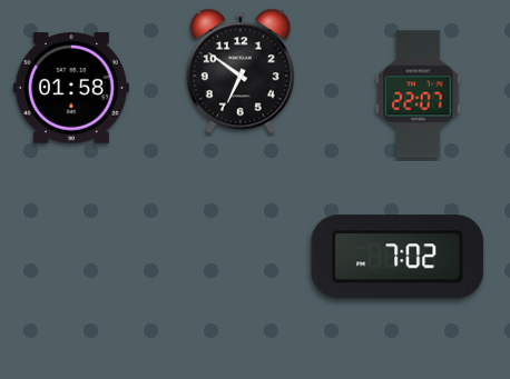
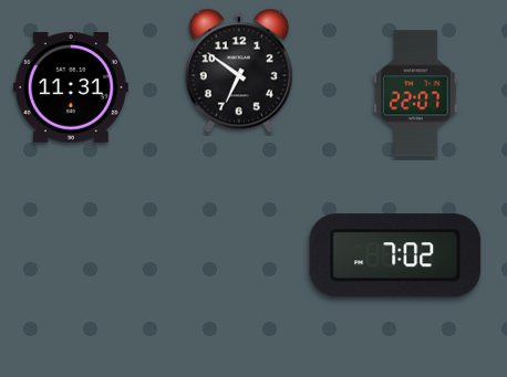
clock at (71, 88): 01:58 -> 11:31
